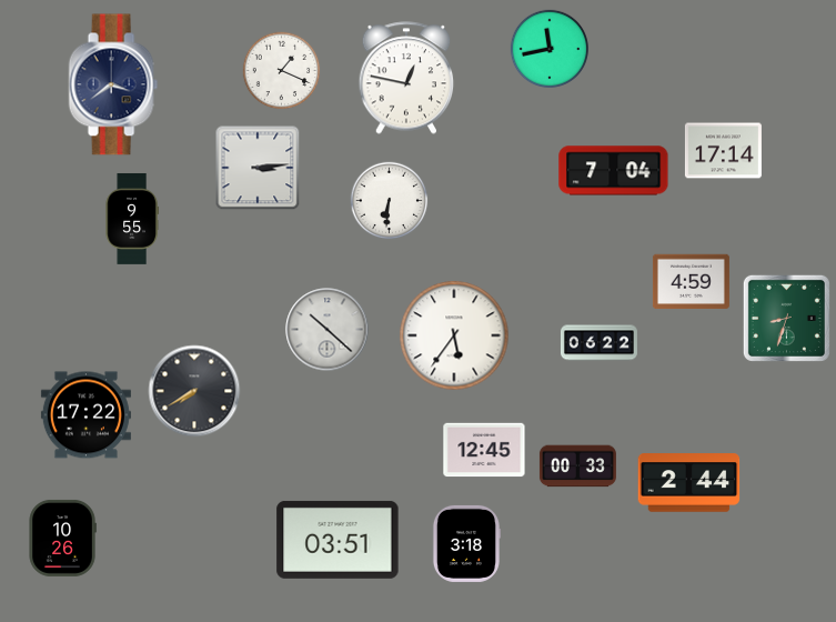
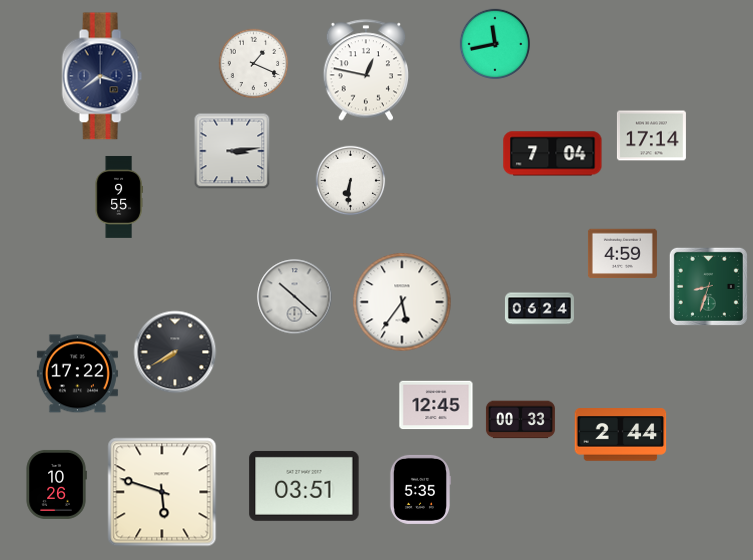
clock at (454, 335) position: (454, 335) -> (402, 302)
clock at (598, 343): 06:22 -> 06:24
clock at (465, 543): 3:18 -> 5:35
clock at (162, 492): none -> 5:48
